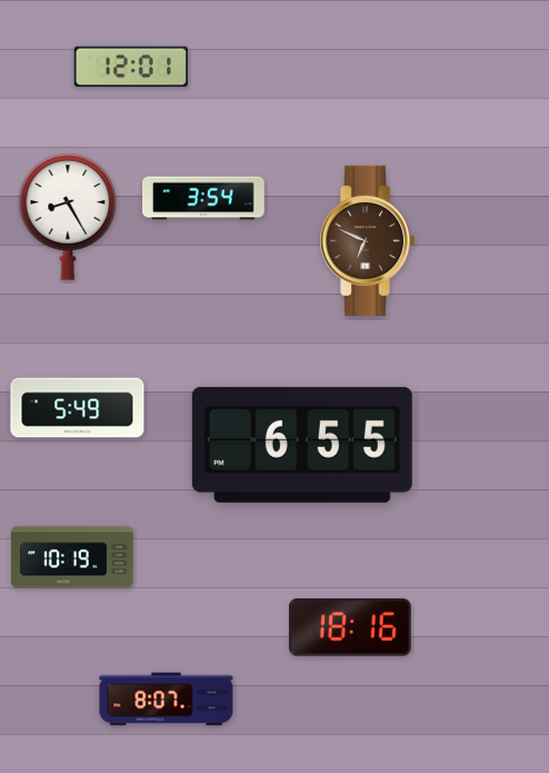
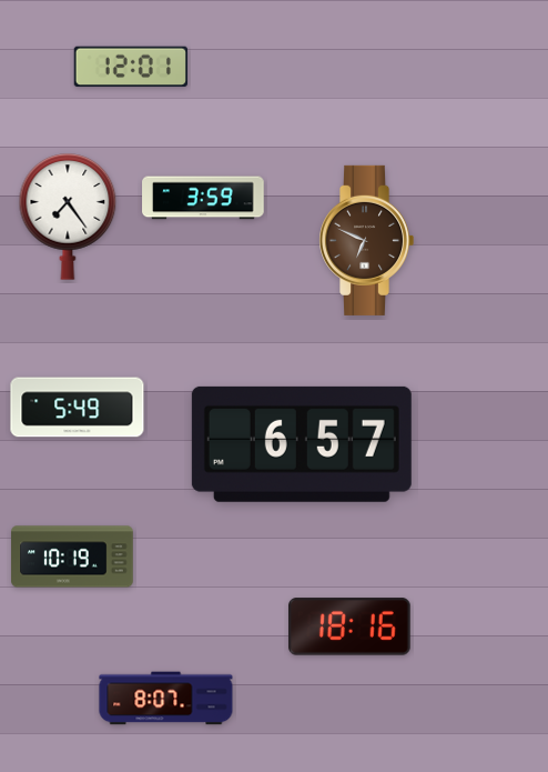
clock at (203, 198): 3:54 -> 3:59
clock at (68, 217): 8:25 -> 7:24
clock at (302, 445): 6:55 -> 6:57
